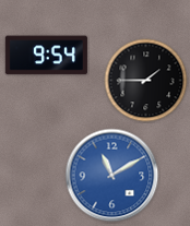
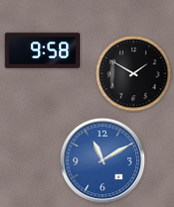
clock at (46, 56): 9:54 -> 9:58
clock at (146, 81): 1:45 -> 1:50
